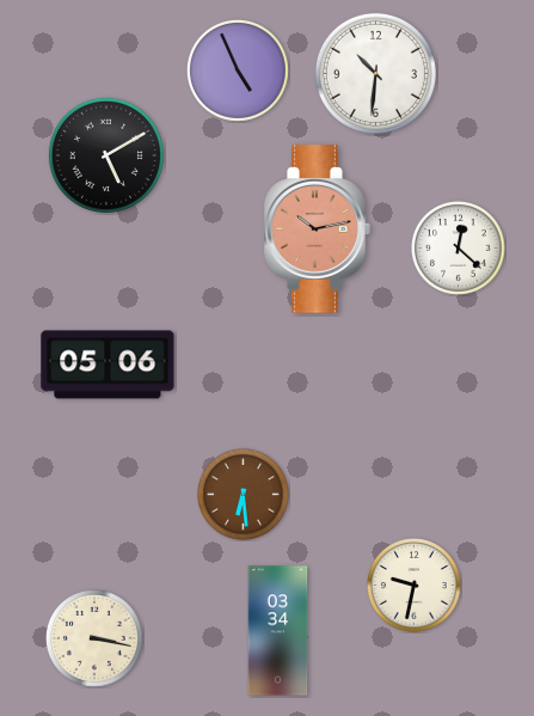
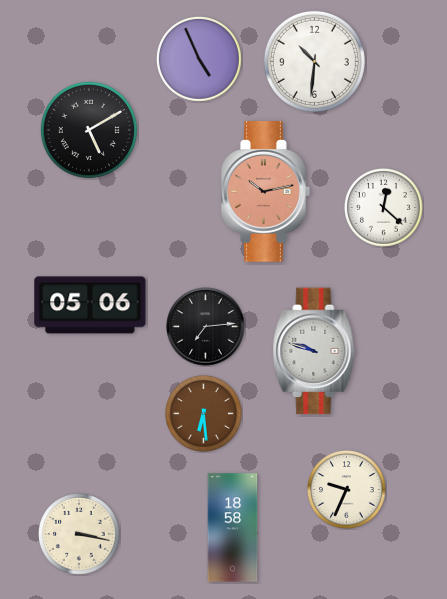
clock at (206, 327): none -> 7:14
clock at (314, 351): none -> 9:48
clock at (415, 586): 9:32 -> 9:34
clock at (278, 631): 03:34 -> 18:58
